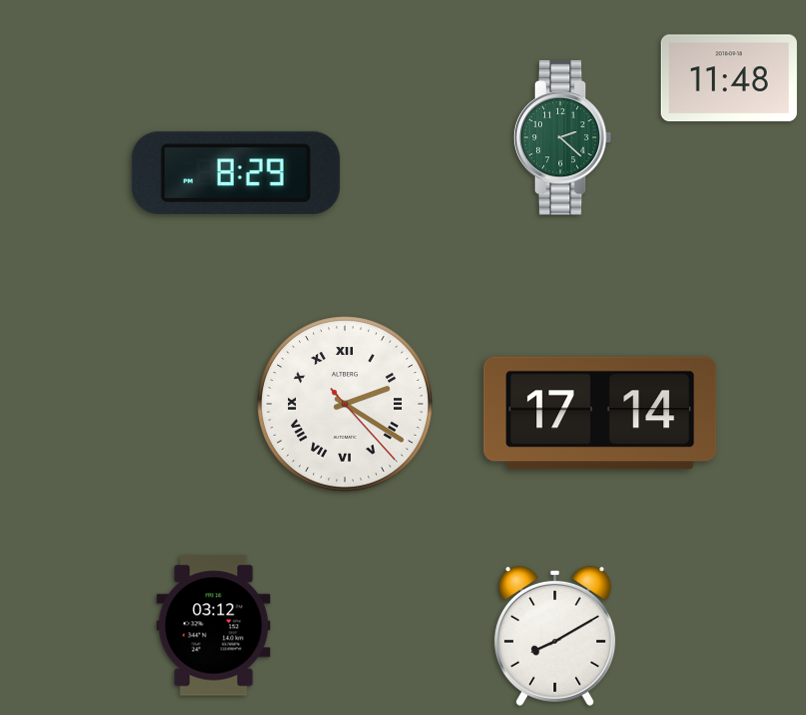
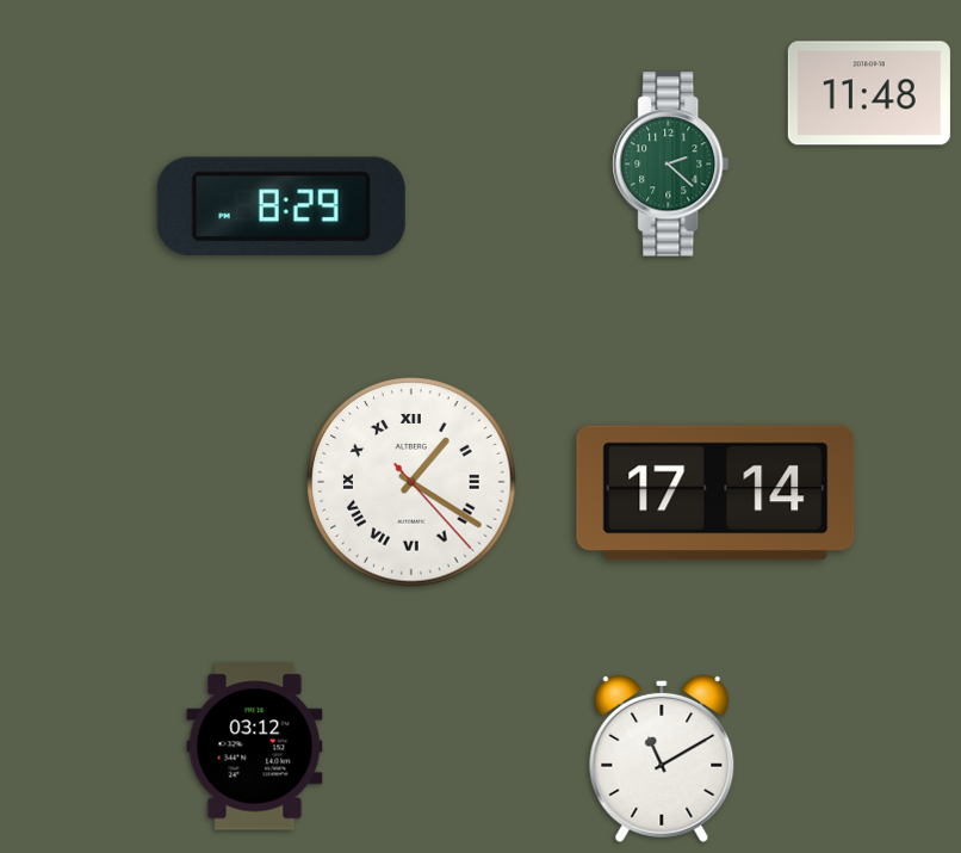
clock at (345, 404): 2:20 -> 1:20
clock at (555, 636): 8:10 -> 11:10
